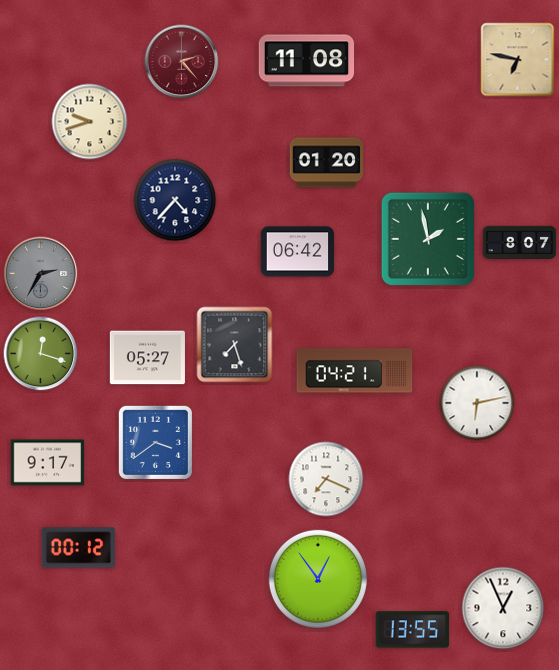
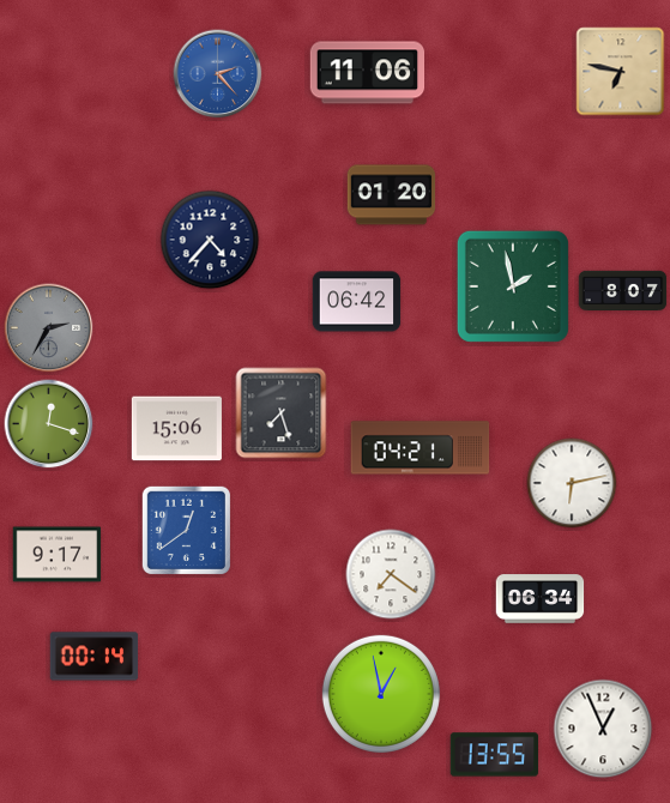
clock at (307, 61): 11:08 -> 11:06
clock at (182, 62) dial: burgundy -> blue
clock at (90, 122): 9:42 -> none
clock at (147, 358): 05:27 -> 15:06
clock at (355, 371) position: (355, 371) -> (421, 448)
clock at (155, 442): 3:39 -> 12:39
clock at (326, 479): 7:19 -> 7:21
clock at (541, 599): none -> 06:34
clock at (79, 548): 00:12 -> 00:14
clock at (318, 579): 12:54 -> 12:58
